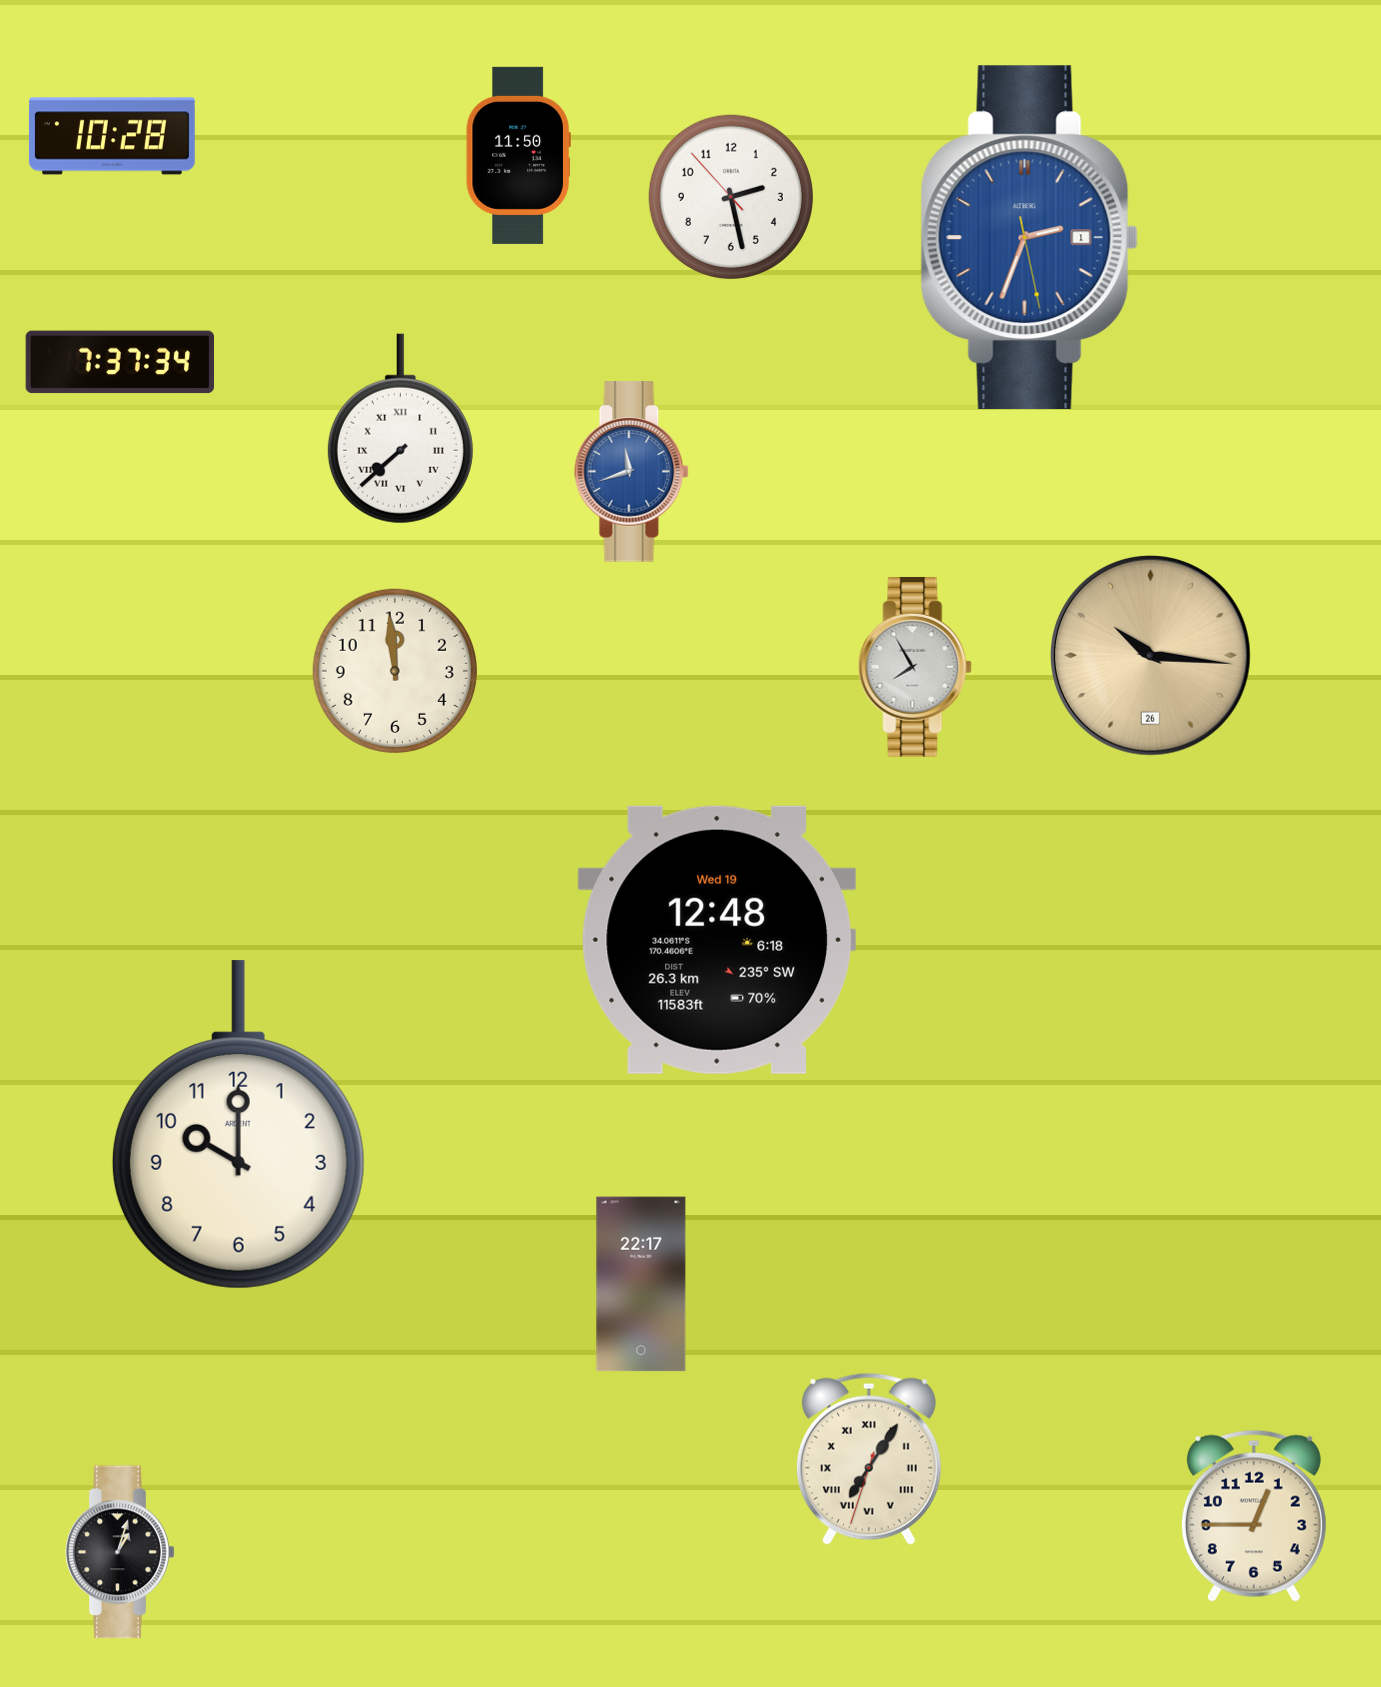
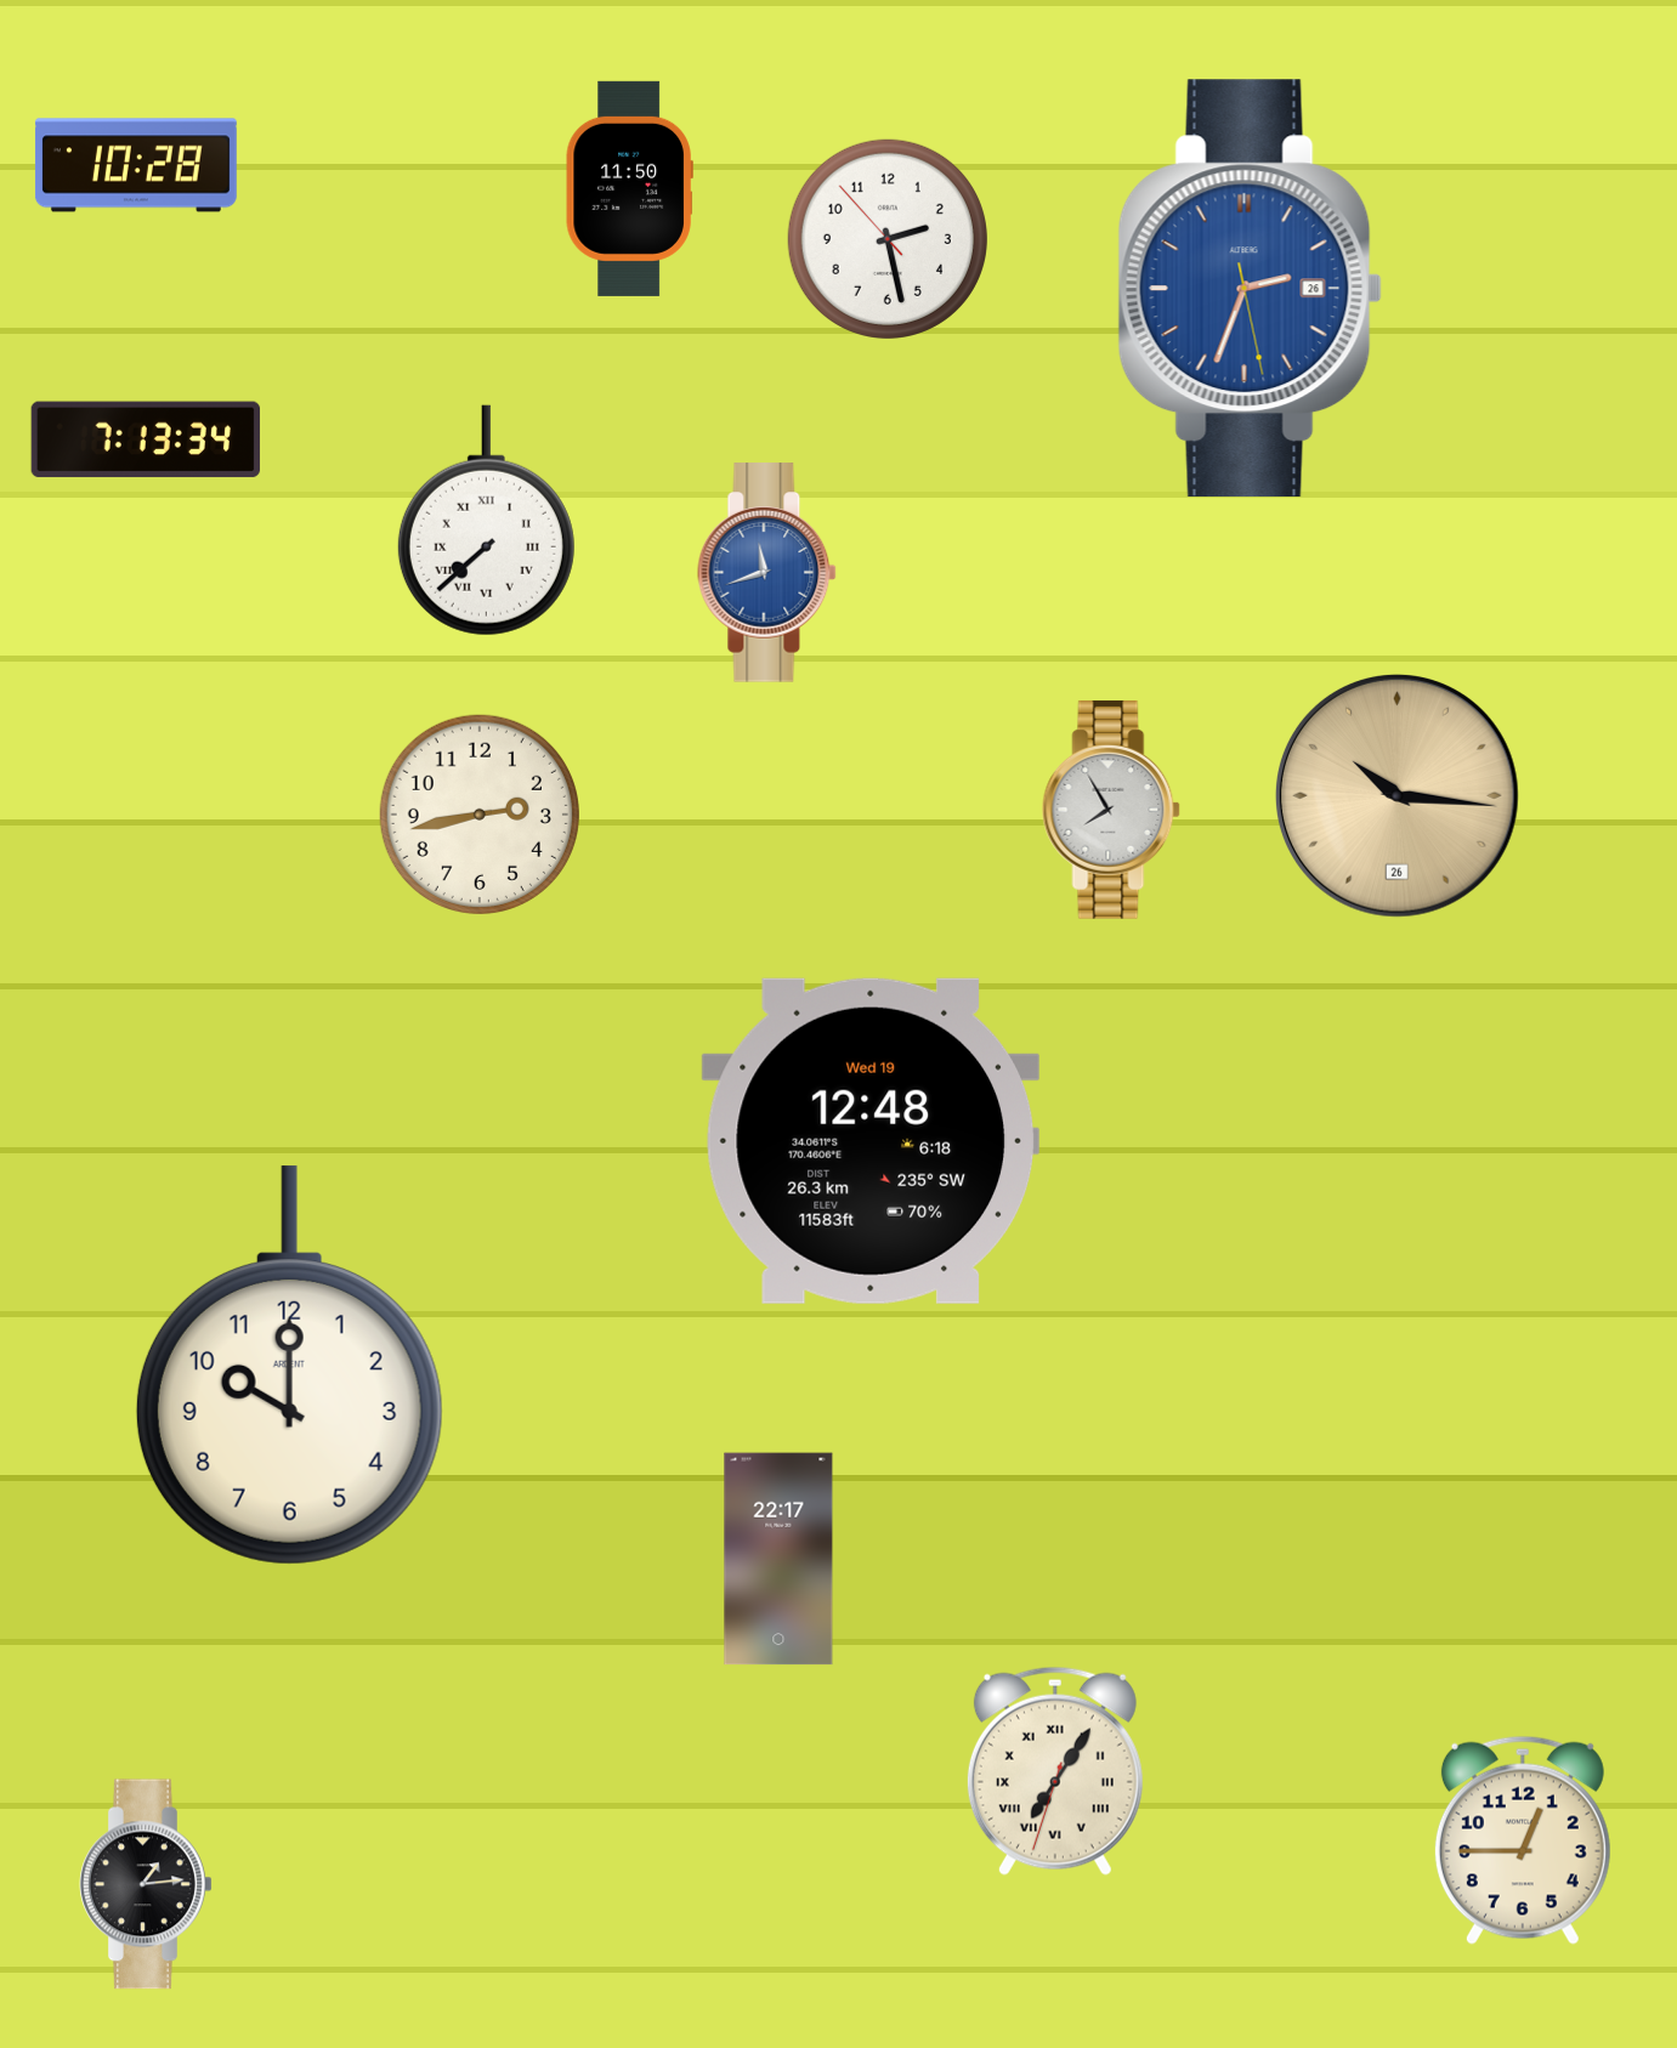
clock at (1029, 238) date: 1 -> 26
clock at (119, 362): 7:37 -> 7:13
clock at (395, 671): 11:59 -> 2:43
clock at (120, 1552): 1:03 -> 1:14
